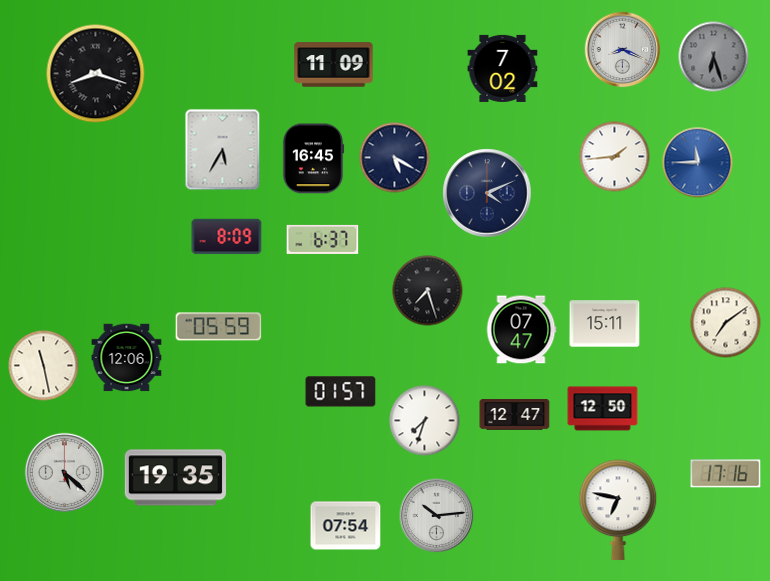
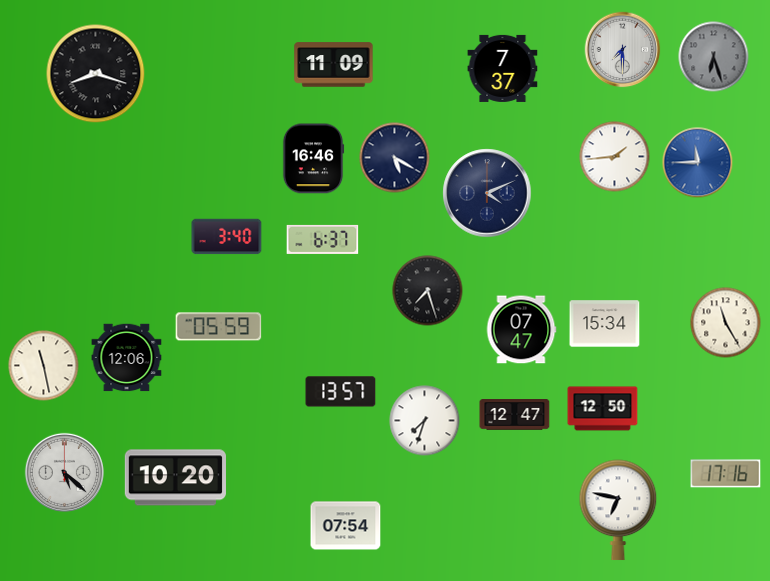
clock at (623, 50): 8:19 -> 7:30
clock at (503, 68): 7:02 -> 7:37
clock at (223, 150): 5:35 -> none
clock at (313, 159): 16:45 -> 16:46
clock at (227, 237): 8:09 -> 3:40
clock at (726, 323): 7:09 -> 11:25
clock at (605, 324): 15:11 -> 15:34
clock at (341, 392): 01:57 -> 13:57
clock at (175, 478): 19:35 -> 10:20
clock at (437, 516): 10:14 -> none
